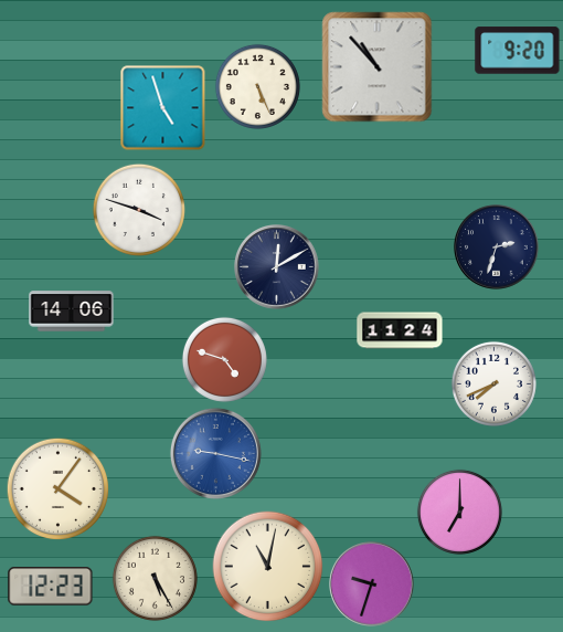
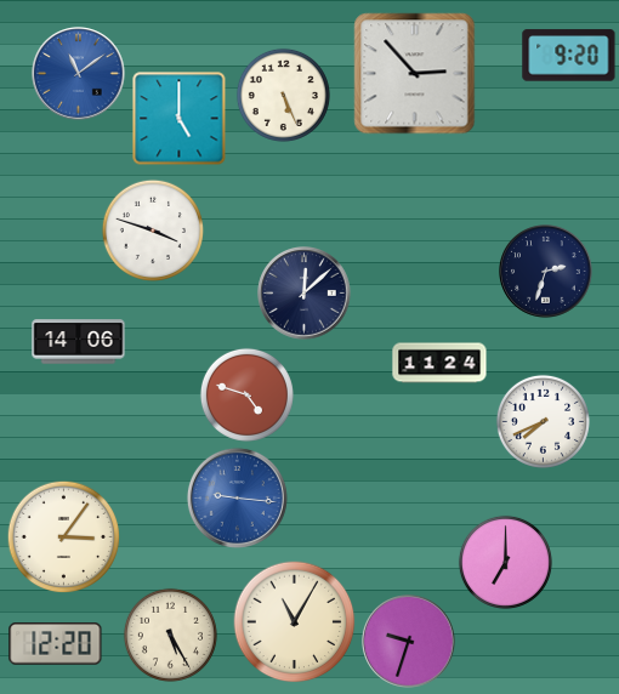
clock at (79, 74): none -> 11:09
clock at (378, 67): 10:53 -> 2:53
clock at (163, 108): 4:57 -> 5:00
clock at (277, 267): 12:10 -> 12:08
clock at (215, 453): 9:17 -> 9:16
clock at (57, 488): 4:06 -> 3:06
clock at (268, 567): 11:02 -> 11:05
clock at (51, 587): 12:23 -> 12:20
